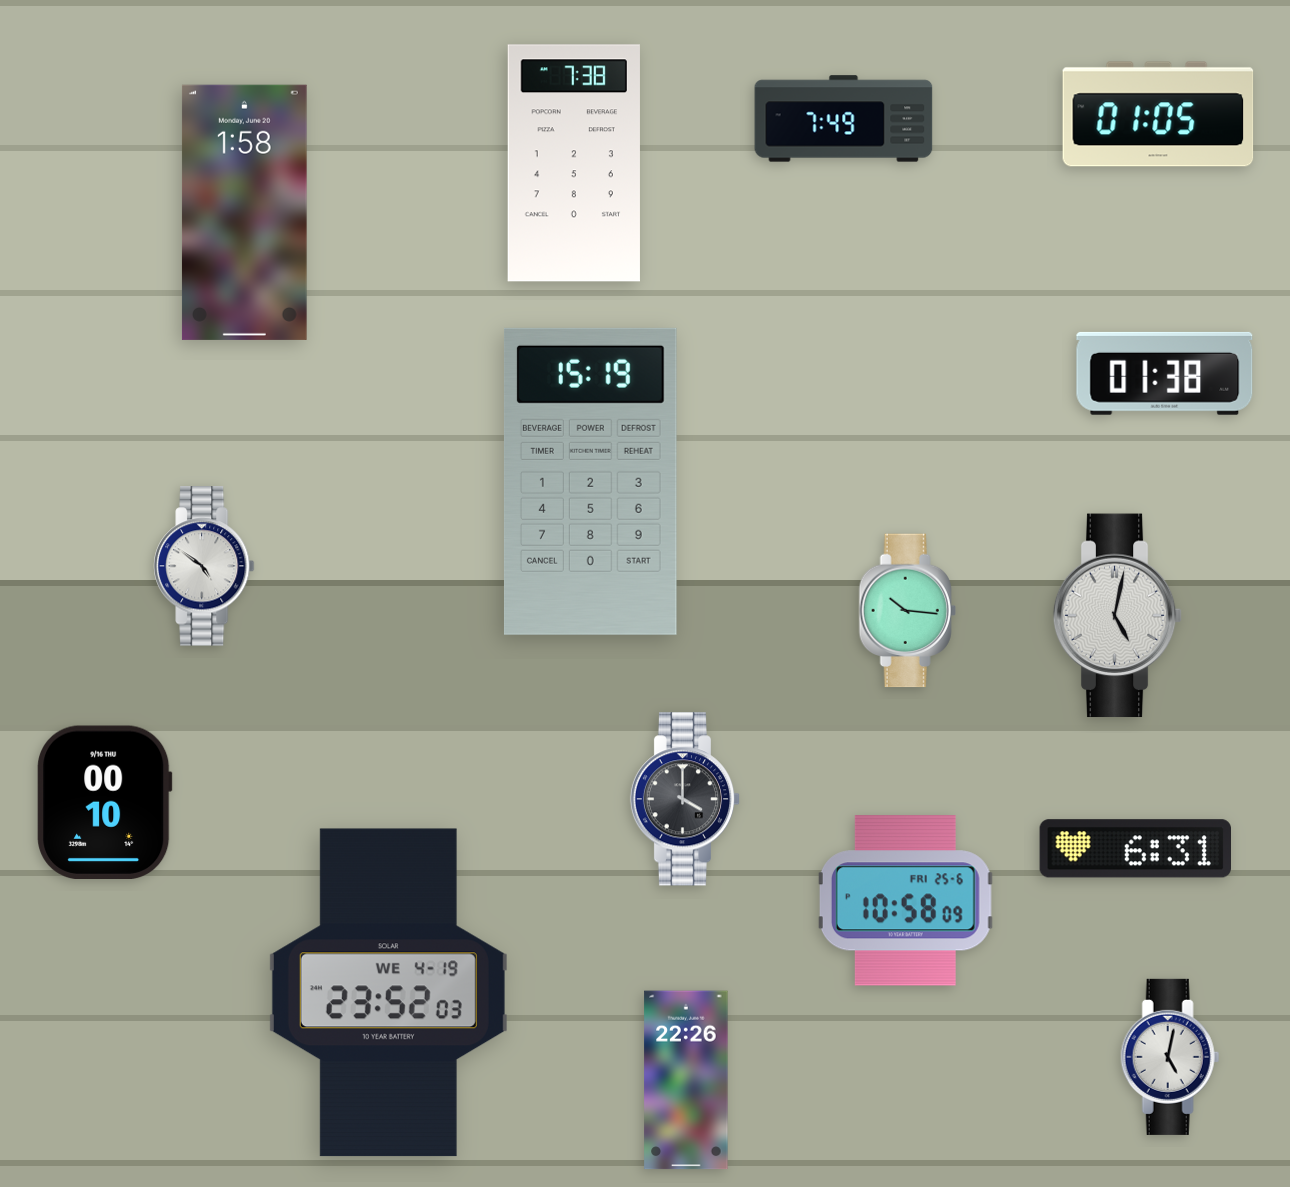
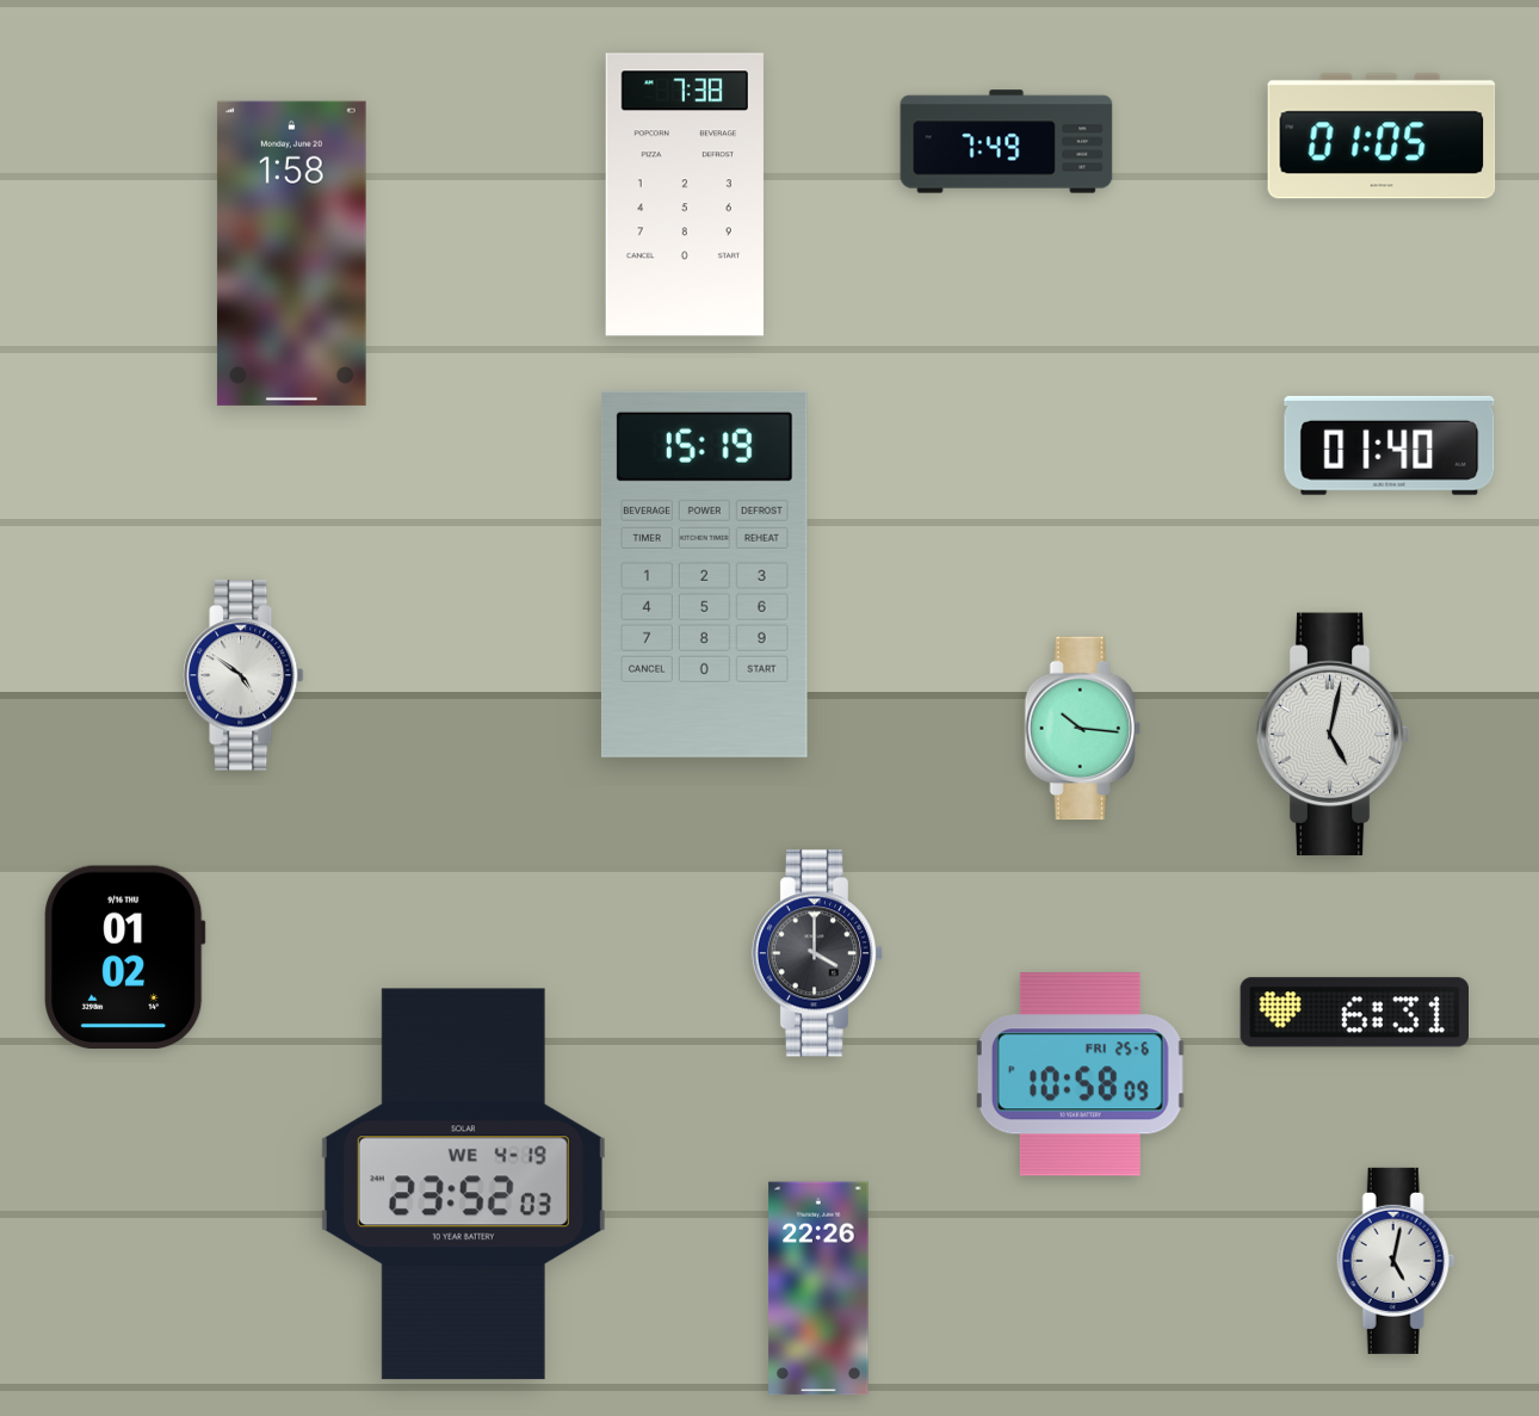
clock at (1165, 373): 01:38 -> 01:40
clock at (105, 802): 00:10 -> 01:02
